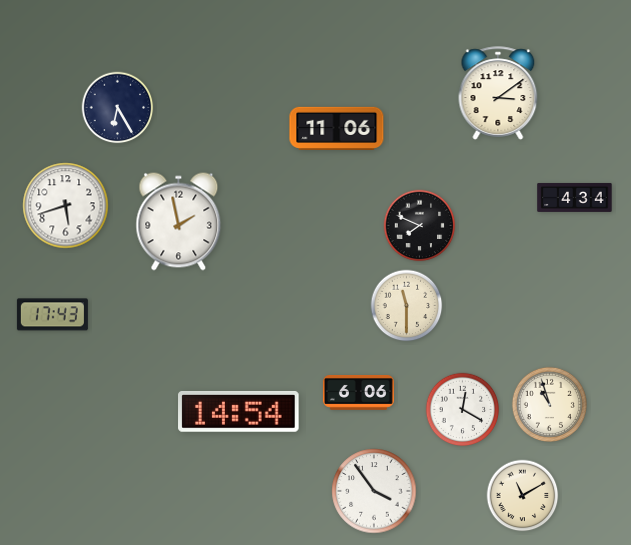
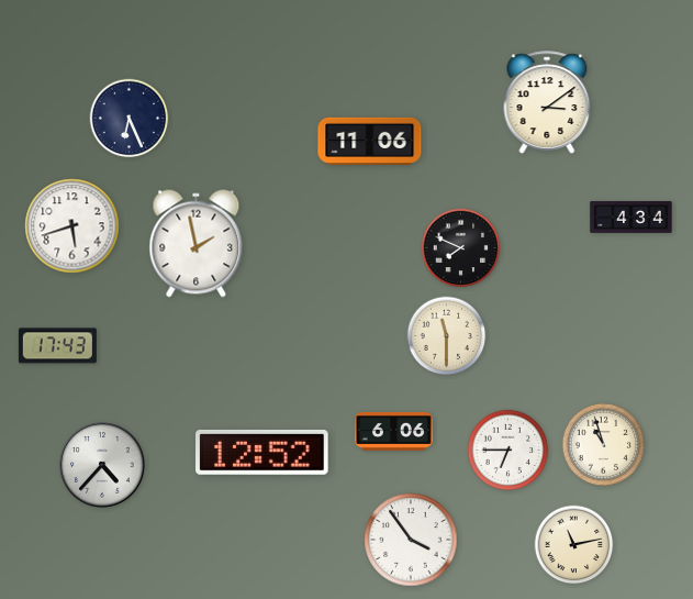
clock at (118, 108): 6:25 -> 6:26
clock at (463, 410): 12:20 -> 6:45
clock at (239, 411): 14:54 -> 12:52
clock at (102, 465): none -> 4:37
clock at (523, 496): 11:10 -> 11:13
